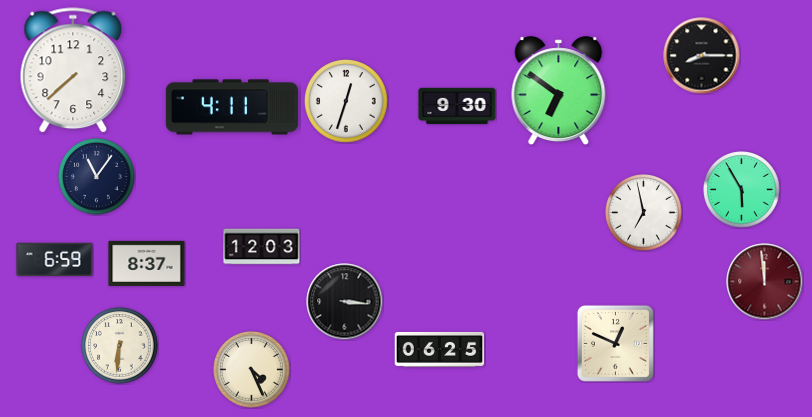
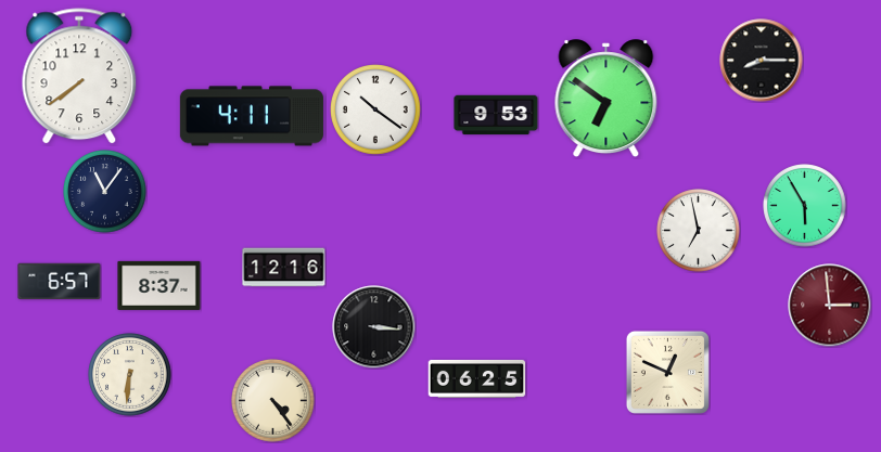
clock at (73, 71): 7:38 -> 7:39
clock at (347, 102): 12:33 -> 10:21
clock at (457, 106): 9:30 -> 9:53
clock at (262, 247): 12:03 -> 12:16
clock at (55, 260): 6:59 -> 6:57
clock at (765, 282): 11:59 -> 2:59
clock at (252, 370): 4:26 -> 4:24
